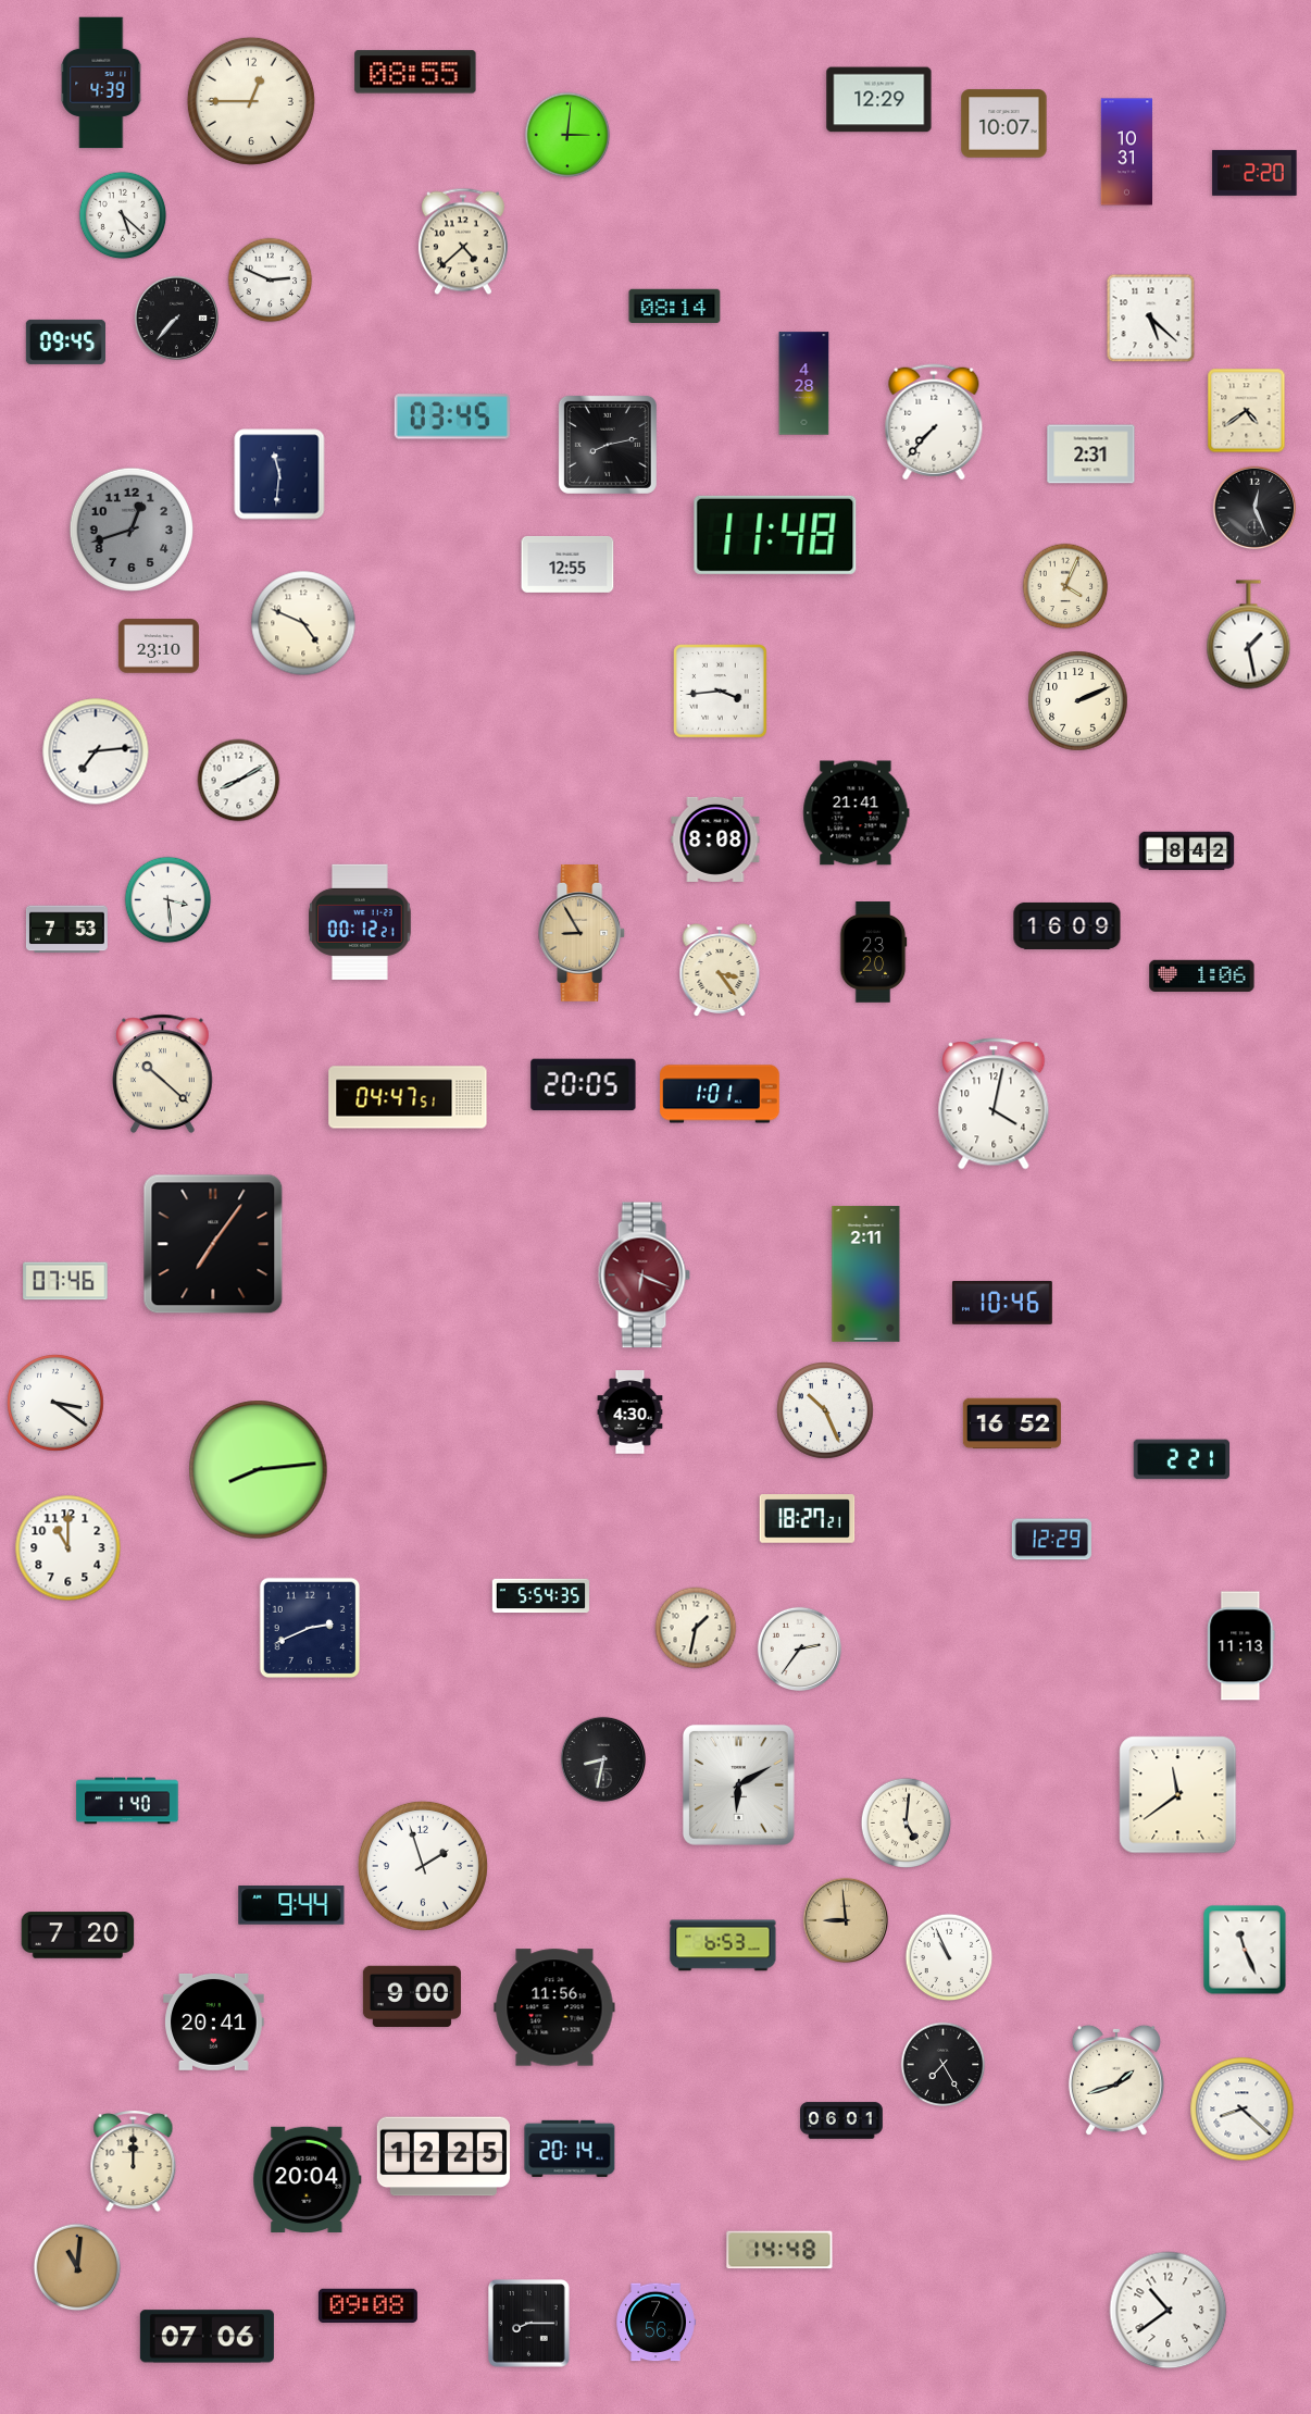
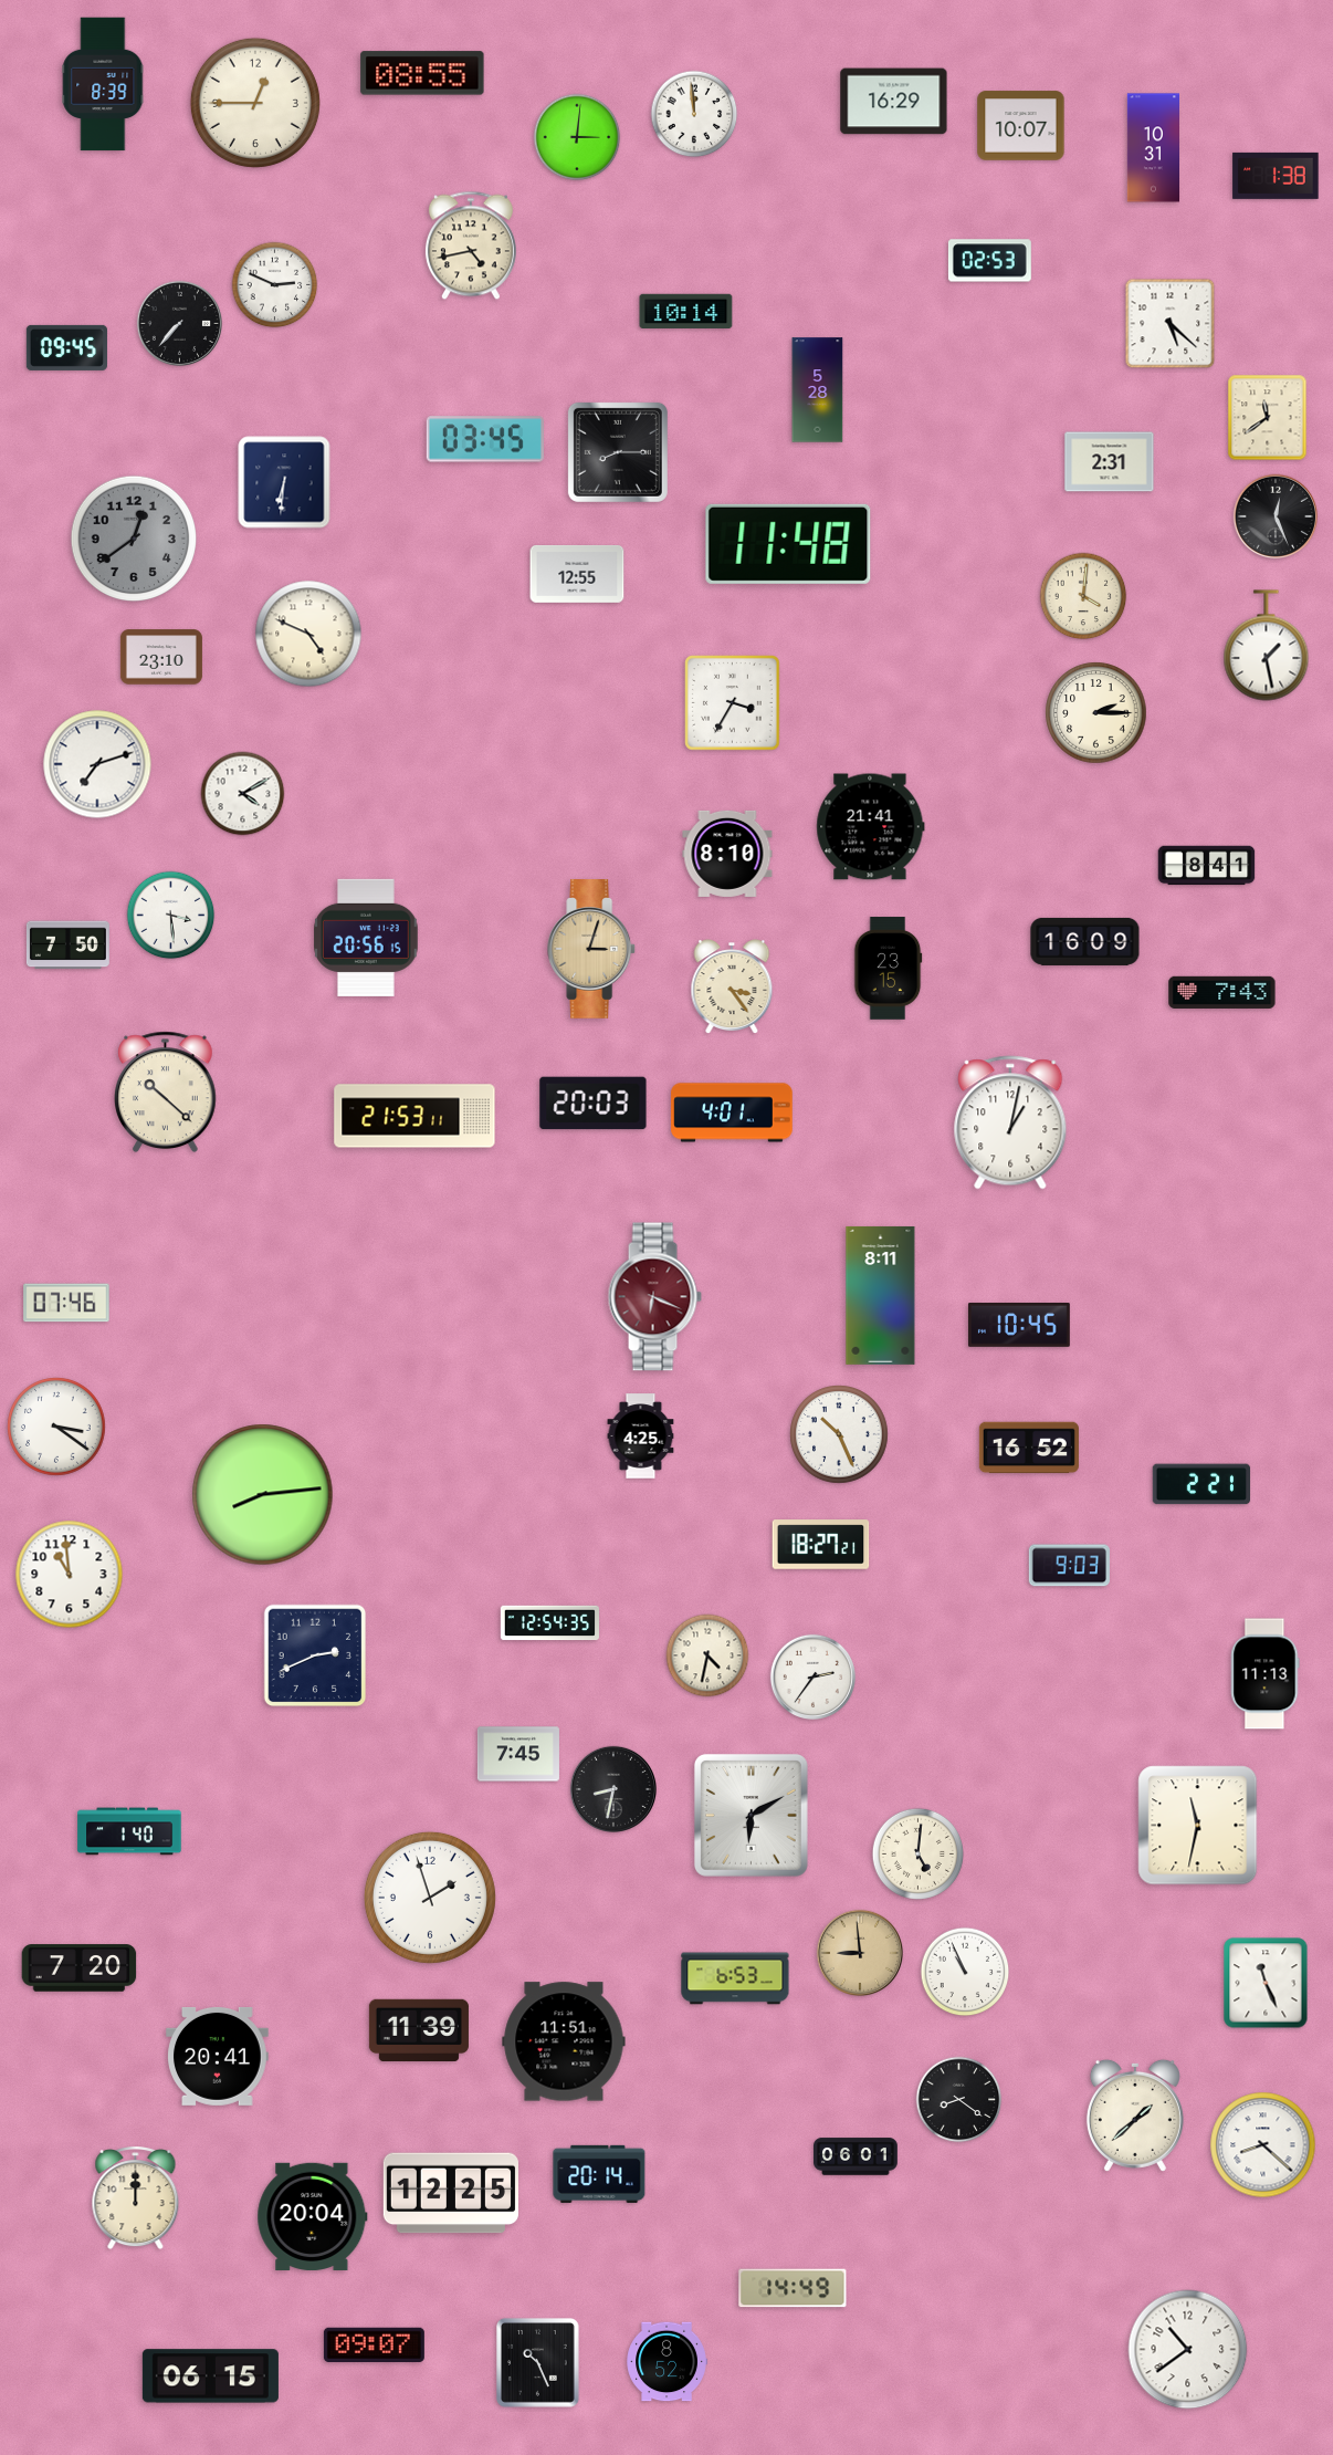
clock at (101, 83): 4:39 -> 8:39
clock at (879, 100): 12:29 -> 16:29
clock at (694, 114): none -> 11:59
clock at (1126, 152) position: (1126, 152) -> (1153, 148)
clock at (1254, 173): 2:20 -> 1:38
clock at (123, 215): 5:22 -> none
clock at (463, 241): 4:38 -> 4:43
clock at (989, 261): none -> 02:53
clock at (675, 306): 08:14 -> 10:14
clock at (804, 384): 4:28 -> 5:28
clock at (1247, 411): 4:39 -> 11:39
clock at (452, 416) position: (452, 416) -> (485, 439)
clock at (934, 422): 7:37 -> none
clock at (608, 445): 8:13 -> 8:15
clock at (279, 474): 11:31 -> 6:31
clock at (132, 530): 12:42 -> 12:39
clock at (1065, 586): 4:04 -> 4:01
clock at (1249, 635) position: (1249, 635) -> (1267, 646)
clock at (721, 692): 3:44 -> 3:35
clock at (1078, 701): 2:11 -> 2:15
clock at (96, 751): 7:14 -> 7:12
clock at (239, 781): 8:10 -> 4:10
clock at (715, 839): 8:08 -> 8:10
clock at (1187, 851): 8:42 -> 8:41
clock at (360, 922): 00:12 -> 20:56
clock at (66, 930): 7:53 -> 7:50
clock at (583, 933): 8:55 -> 3:03
clock at (873, 953): 23:20 -> 23:15
clock at (1202, 975): 1:06 -> 7:43
clock at (584, 1085): 20:05 -> 20:03
clock at (720, 1094): 1:01 -> 4:01
clock at (408, 1097): 04:47 -> 21:53
clock at (994, 1104): 4:02 -> 1:02
clock at (213, 1244): 7:06 -> none
clock at (866, 1273): 2:11 -> 8:11
clock at (1002, 1304): 10:46 -> 10:45
clock at (630, 1413): 4:30 -> 4:25
clock at (1051, 1540): 12:29 -> 9:03
clock at (68, 1548): 11:00 -> 10:59
clock at (540, 1596): 5:54 -> 12:54
clock at (696, 1628): 1:32 -> 4:32
clock at (1241, 1646) position: (1241, 1646) -> (1266, 1674)
clock at (518, 1754): none -> 7:45
clock at (1178, 1795): 11:39 -> 11:32
clock at (906, 1822) position: (906, 1822) -> (917, 1853)
clock at (291, 1906): 9:44 -> none
clock at (949, 1957) position: (949, 1957) -> (965, 1972)
clock at (412, 1995): 9:00 -> 11:39
clock at (554, 2007): 11:56 -> 11:51
clock at (944, 2065): 7:25 -> 8:21
clock at (1116, 2080): 1:42 -> 1:38
clock at (570, 2149) position: (570, 2149) -> (599, 2174)
clock at (779, 2250): 14:48 -> 14:49
clock at (77, 2267): 11:01 -> none
clock at (367, 2306): 09:08 -> 09:07
clock at (655, 2323): 7:56 -> 8:52
clock at (529, 2324): 8:15 -> 10:26
clock at (207, 2337): 07:06 -> 06:15
